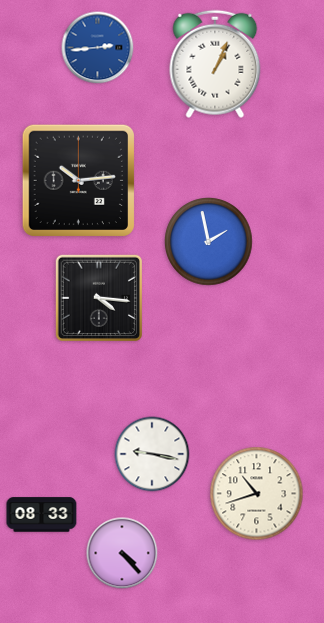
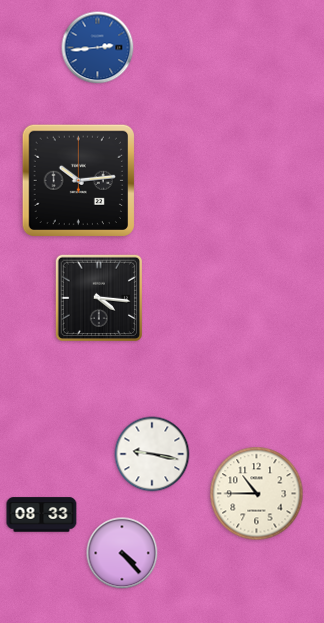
clock at (215, 64): 1:04 -> none
clock at (209, 242): 1:58 -> none
clock at (257, 494): 10:42 -> 10:45
